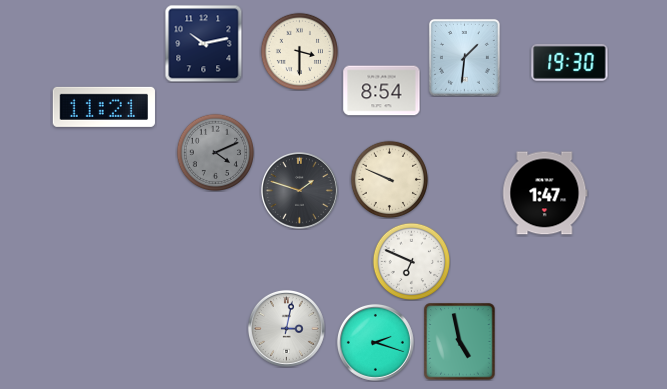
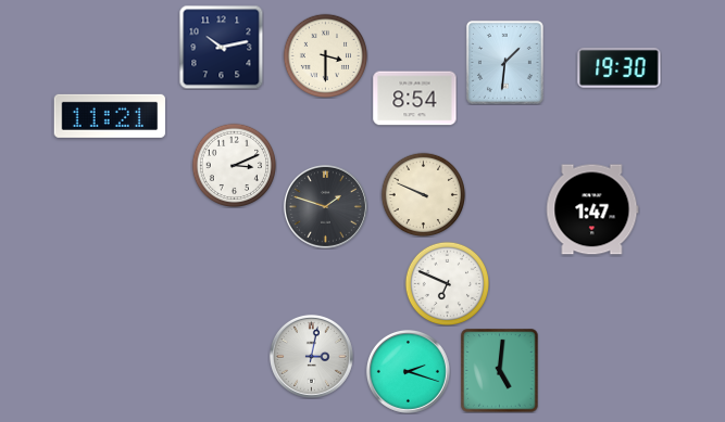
clock at (104, 107) position: (104, 107) -> (110, 116)
clock at (215, 152): 4:11 -> 3:11
clock at (215, 152) dial: grey -> white
clock at (460, 342): 4:58 -> 5:01
